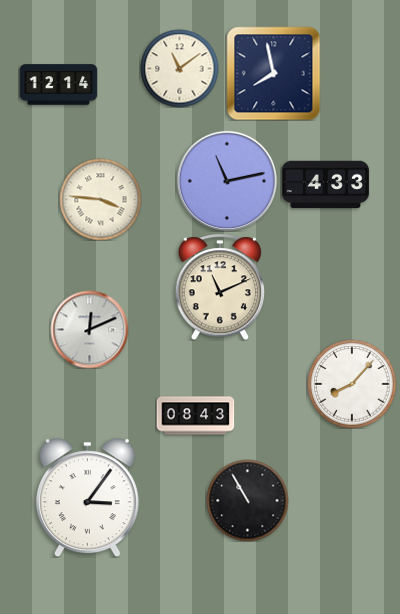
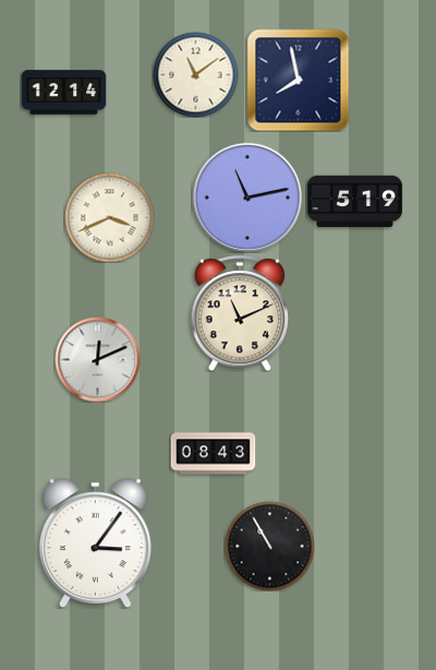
clock at (325, 185): 4:33 -> 5:19
clock at (100, 199): 3:46 -> 3:41
clock at (352, 384): 8:07 -> none
